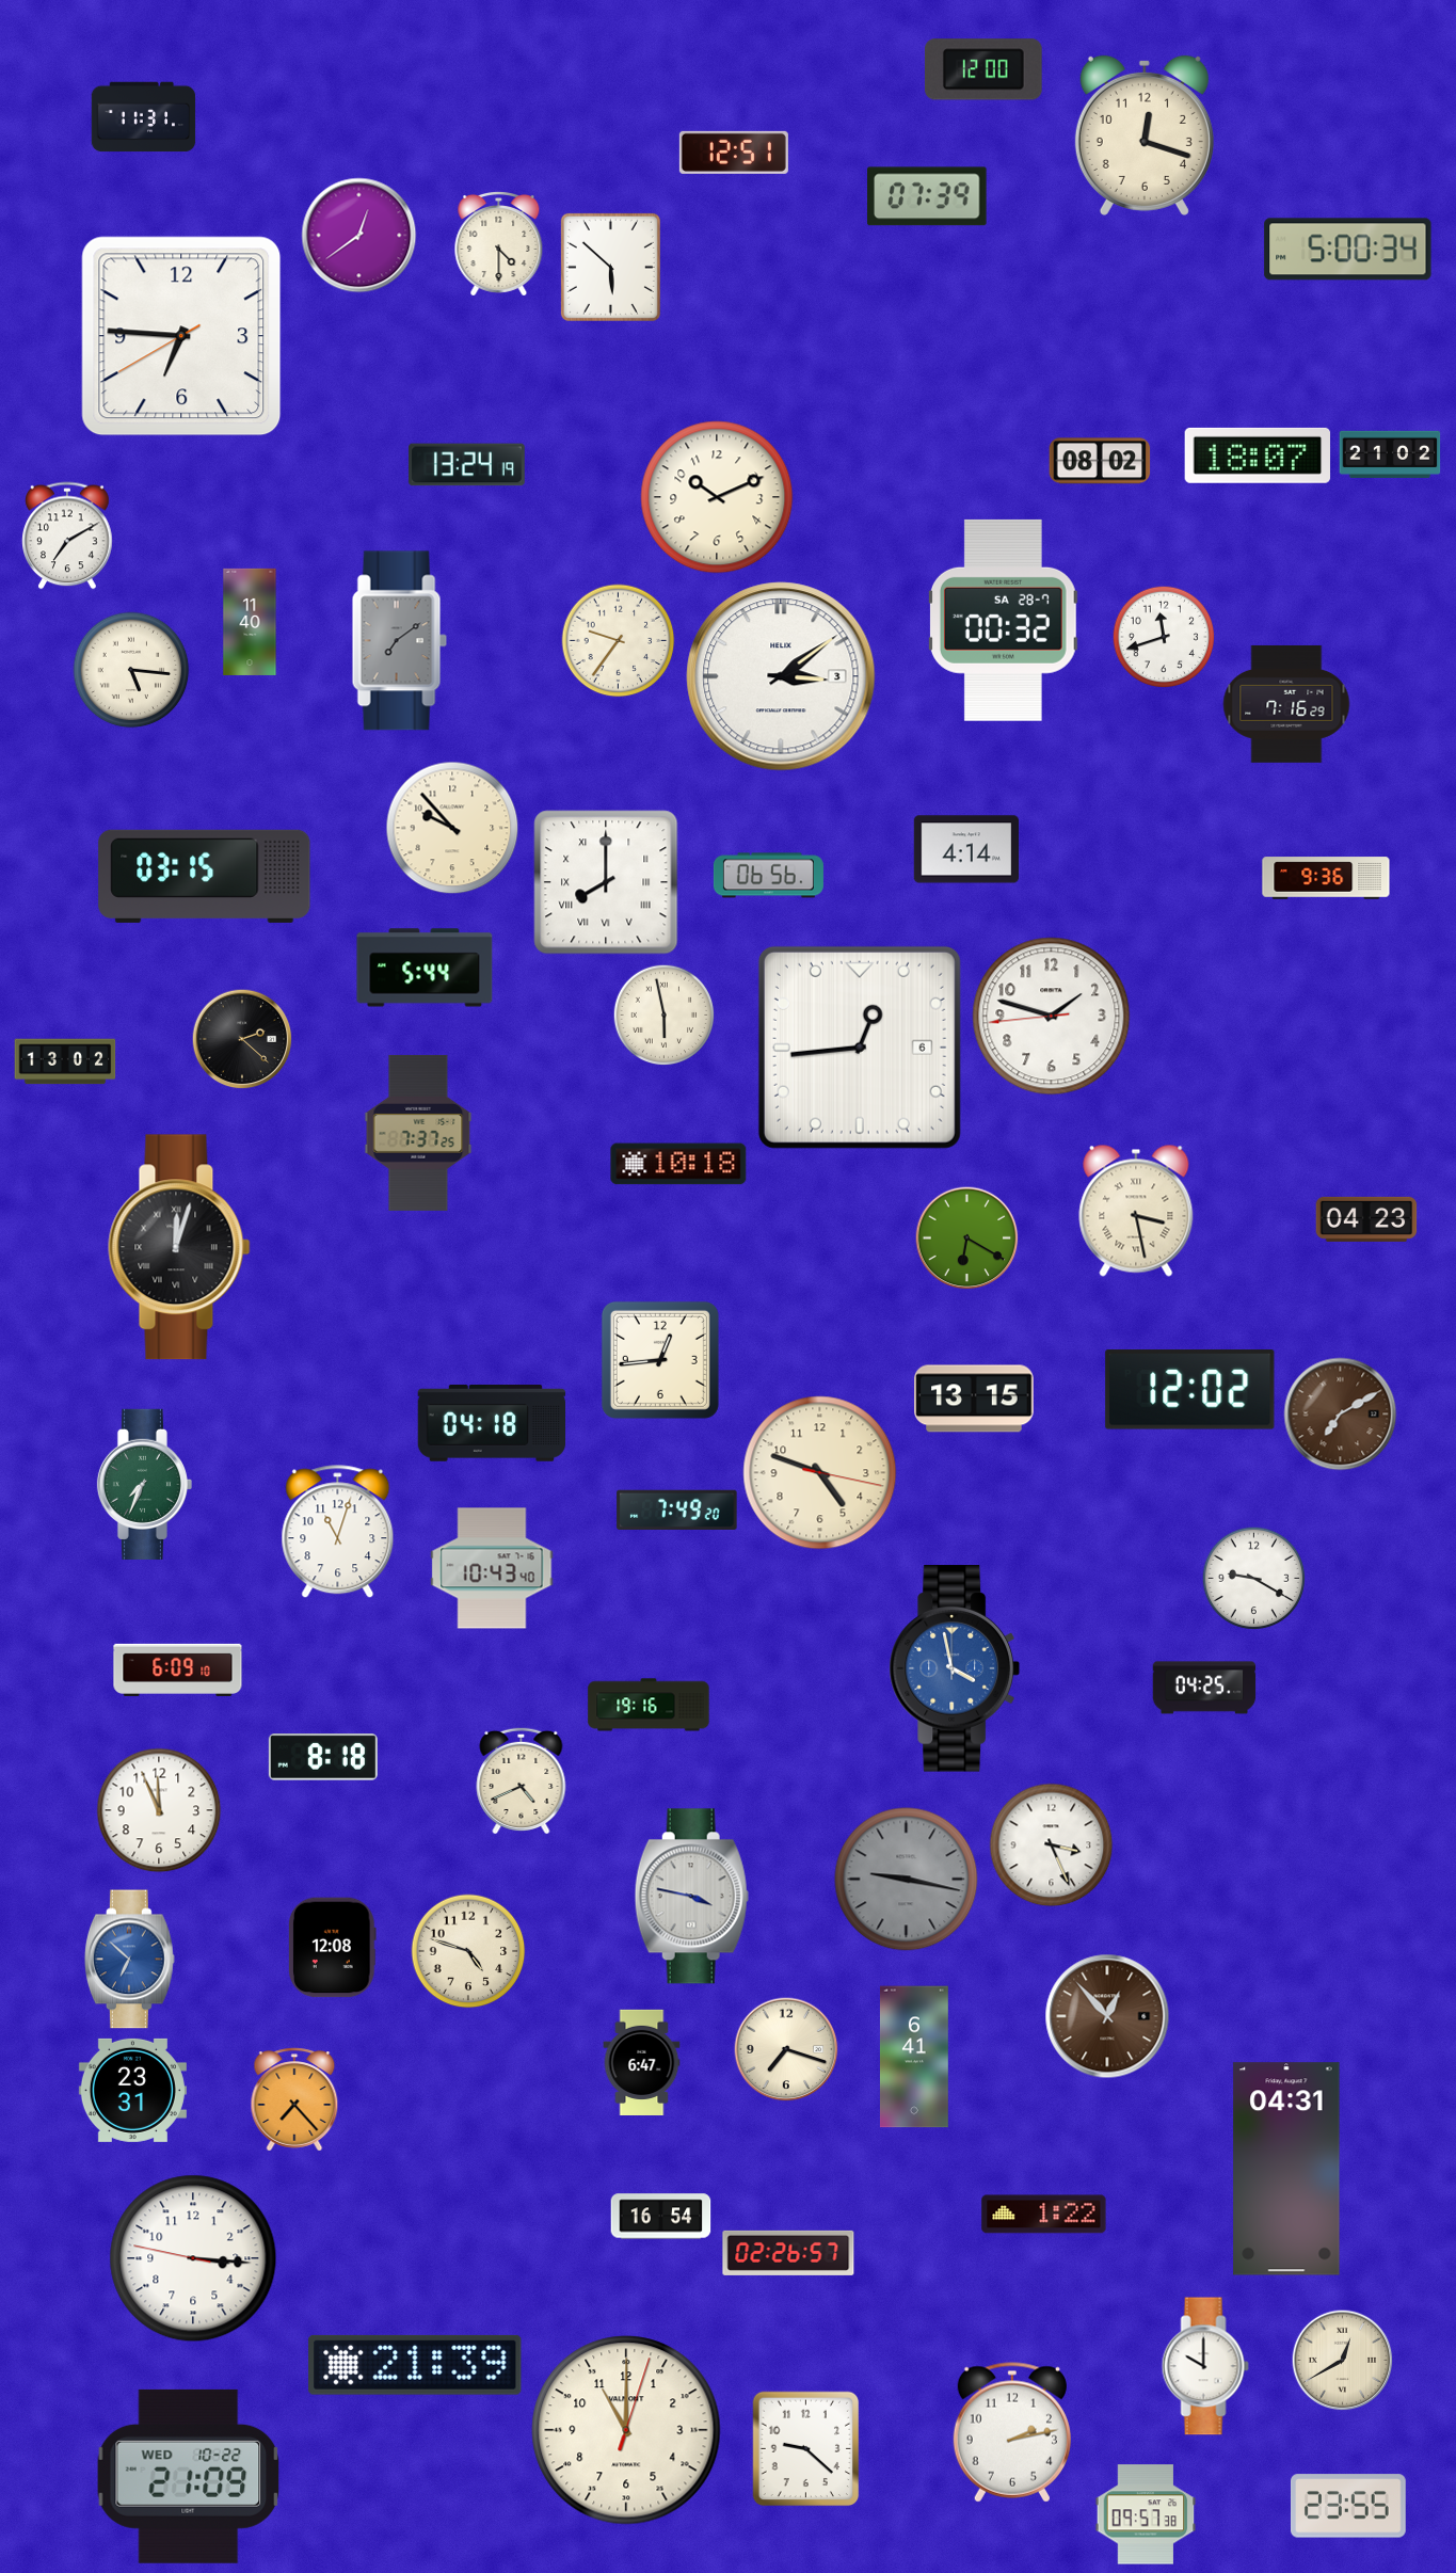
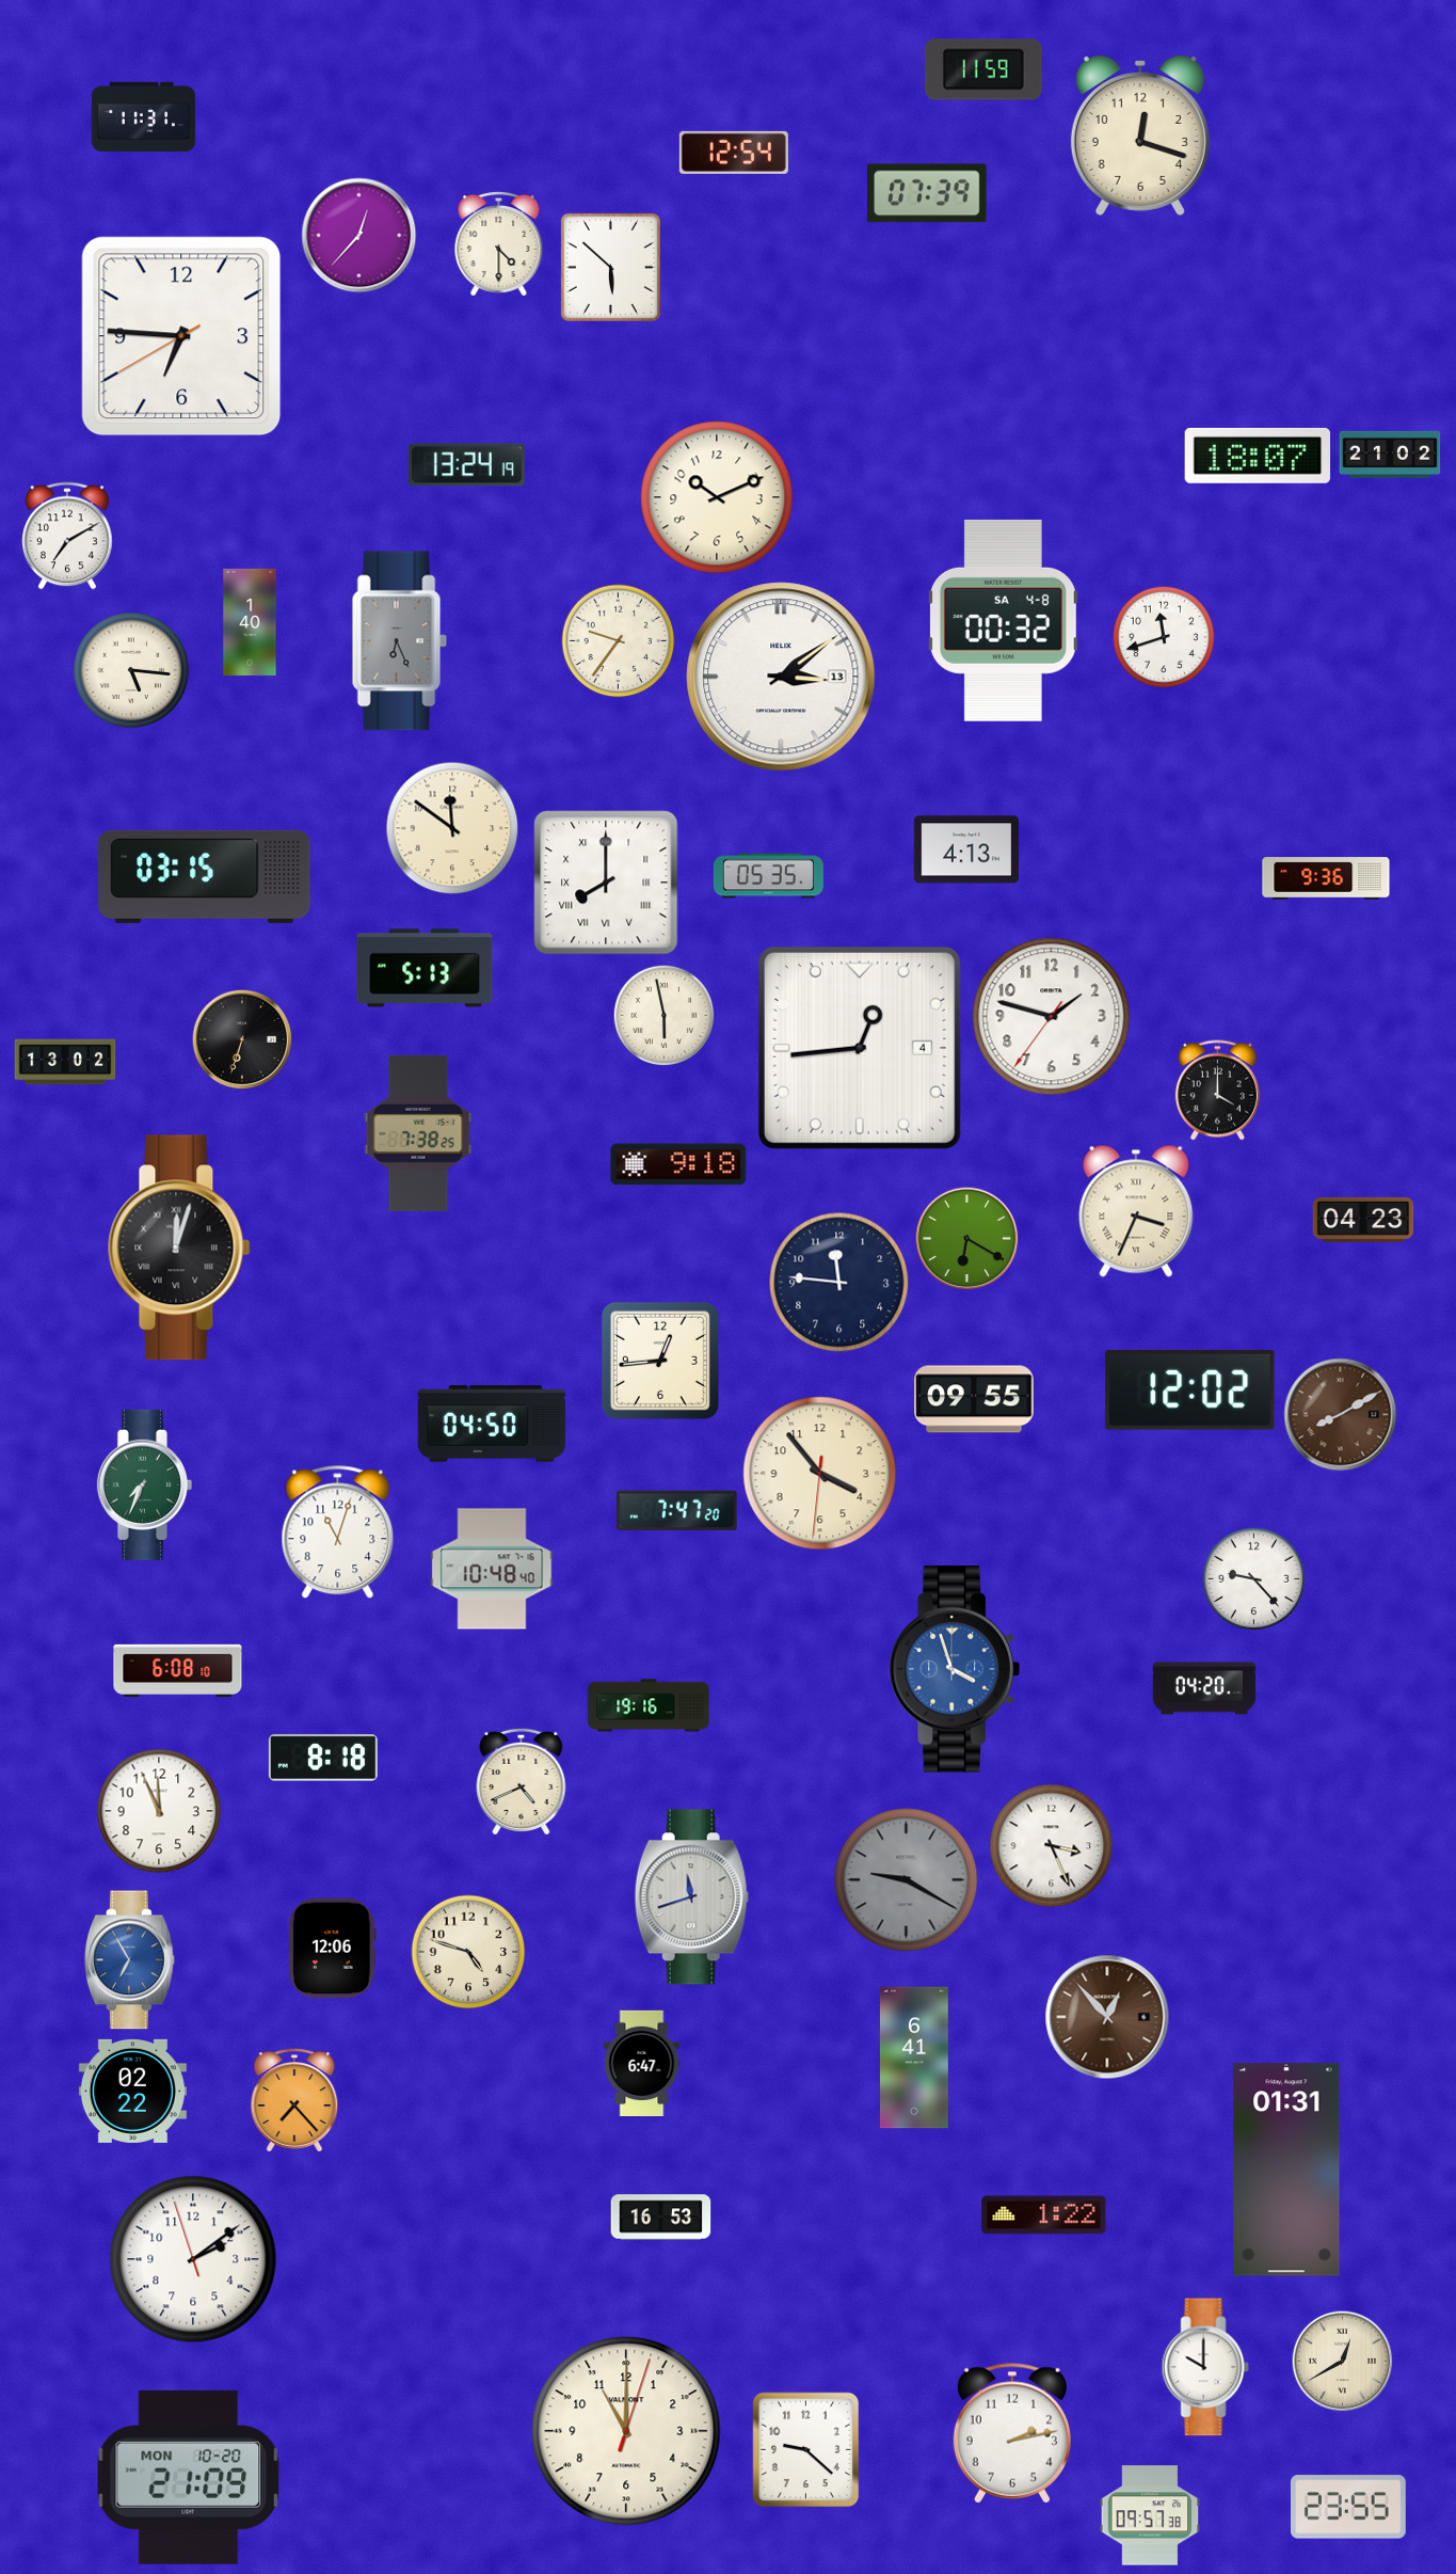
clock at (983, 69): 12:00 -> 11:59
clock at (1145, 135) position: (1145, 135) -> (1140, 136)
clock at (734, 153): 12:51 -> 12:54
clock at (928, 196) position: (928, 196) -> (928, 193)
clock at (359, 236): 12:39 -> 12:37
clock at (1348, 250): 5:00 -> none
clock at (1100, 461): 08:02 -> none
clock at (1003, 620) date: SA 28-7 -> SA 4-8
clock at (250, 622): 11:40 -> 1:40
clock at (399, 641): 7:09 -> 6:26
clock at (781, 676) date: 3 -> 13
clock at (1286, 704): 7:16 -> none
clock at (452, 828): 9:53 -> 11:51
clock at (965, 849): 4:14 -> 4:13
clock at (768, 876): 06:56 -> 05:35
clock at (425, 968): 5:44 -> 5:13
clock at (1052, 1017): 1:47:44 -> 1:47:36
clock at (242, 1039): 2:22 -> 6:33
clock at (860, 1048) date: 6 -> 4
clock at (1217, 1091): none -> 4:00
clock at (418, 1133): 7:37 -> 7:38
clock at (678, 1164): 10:18 -> 9:18
clock at (1136, 1211): 3:28 -> 3:34
clock at (1366, 1219) position: (1366, 1219) -> (1363, 1220)
clock at (839, 1283): none -> 11:46
clock at (974, 1399): 13:15 -> 09:55
clock at (1341, 1415): 7:10 -> 8:10
clock at (491, 1424): 04:18 -> 04:50
clock at (820, 1473): 4:48 -> 3:53
clock at (677, 1509): 7:49 -> 7:47
clock at (492, 1568): 10:43 -> 10:48
clock at (1253, 1578): 9:20 -> 9:23
clock at (955, 1668): 3:58 -> 3:57
clock at (178, 1669): 6:09 -> 6:08
clock at (1204, 1688): 04:25 -> 04:20
clock at (907, 1880): 9:17 -> 9:20
clock at (691, 1897): 3:47 -> 11:42
clock at (333, 1948): 12:08 -> 12:06
clock at (129, 1960): 6:52 -> 6:55
clock at (786, 2049): 7:18 -> none
clock at (132, 2090): 23:31 -> 02:22
clock at (1286, 2169): 04:31 -> 01:31
clock at (661, 2217): 16:54 -> 16:53
clock at (788, 2253): 02:26 -> none
clock at (193, 2258): 3:15 -> 2:08
clock at (415, 2365): 21:39 -> none
clock at (189, 2476) date: WED 10-22 -> MON 10-20
clock at (1146, 2514) position: (1146, 2514) -> (1150, 2515)
